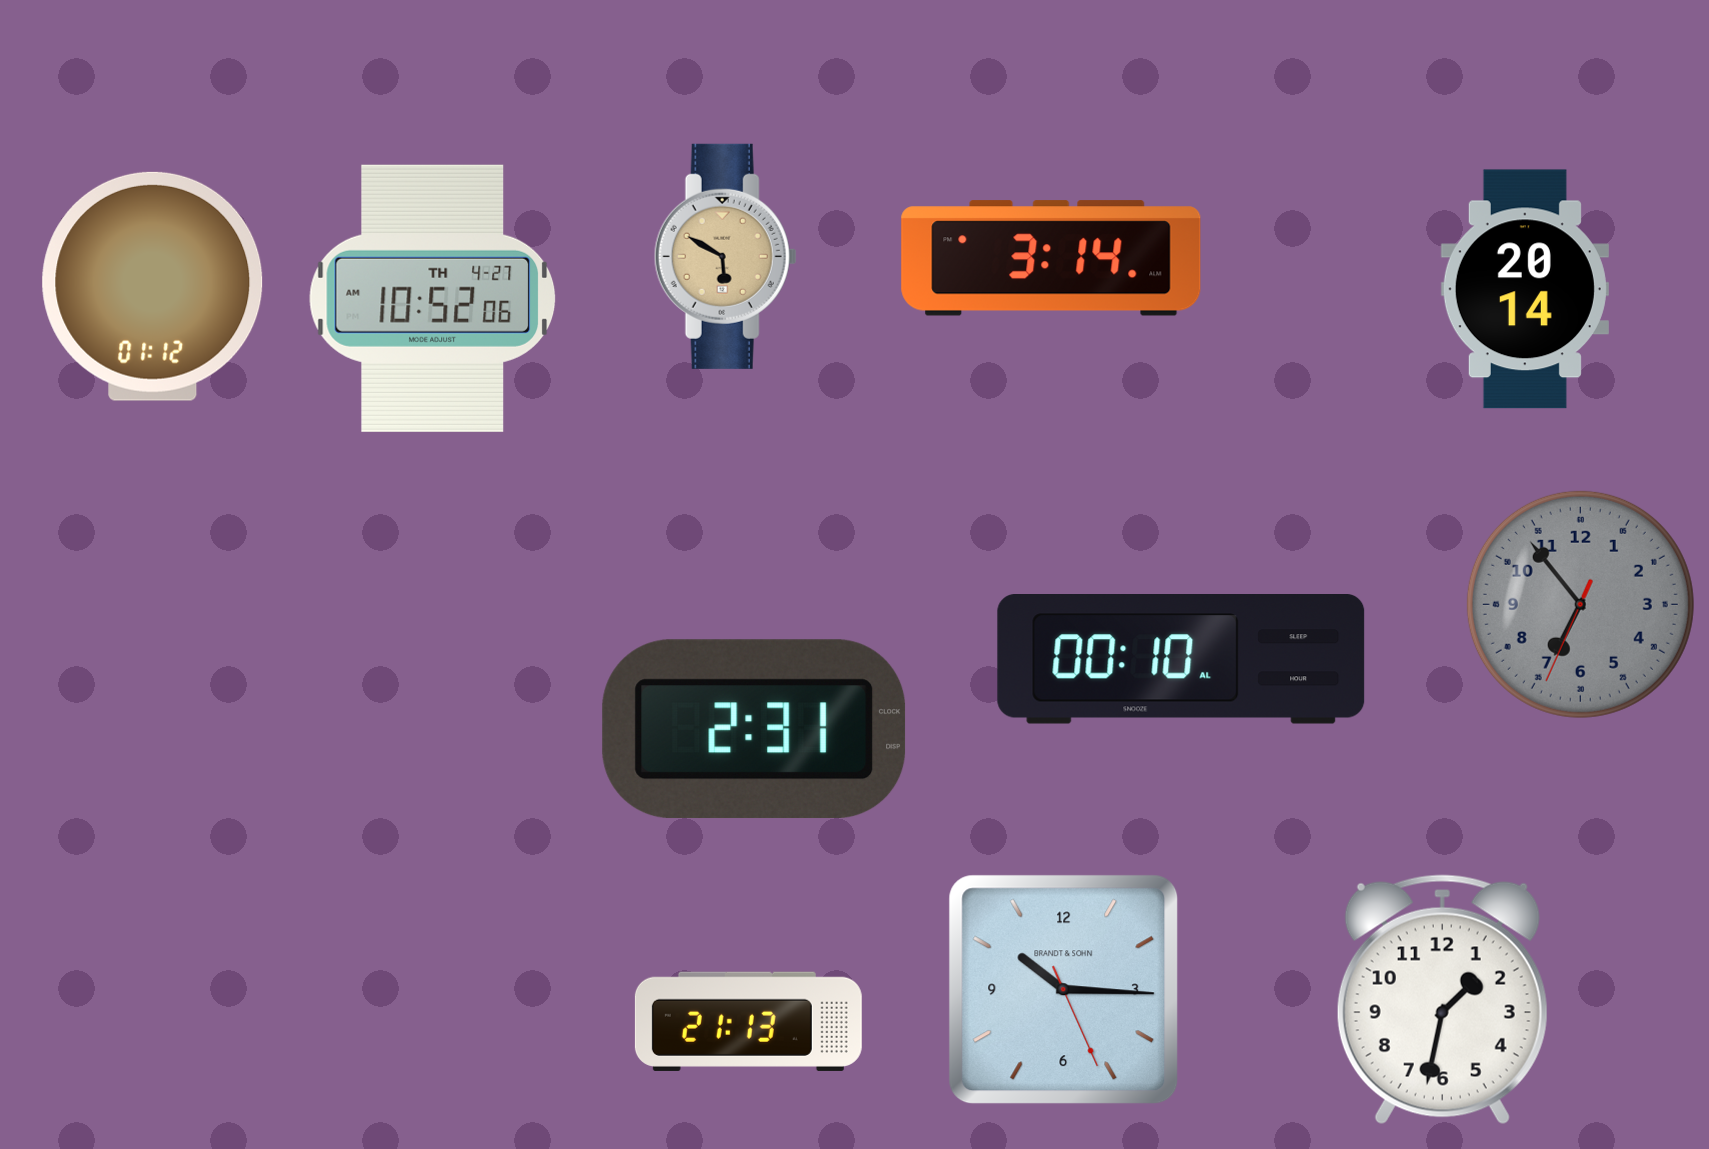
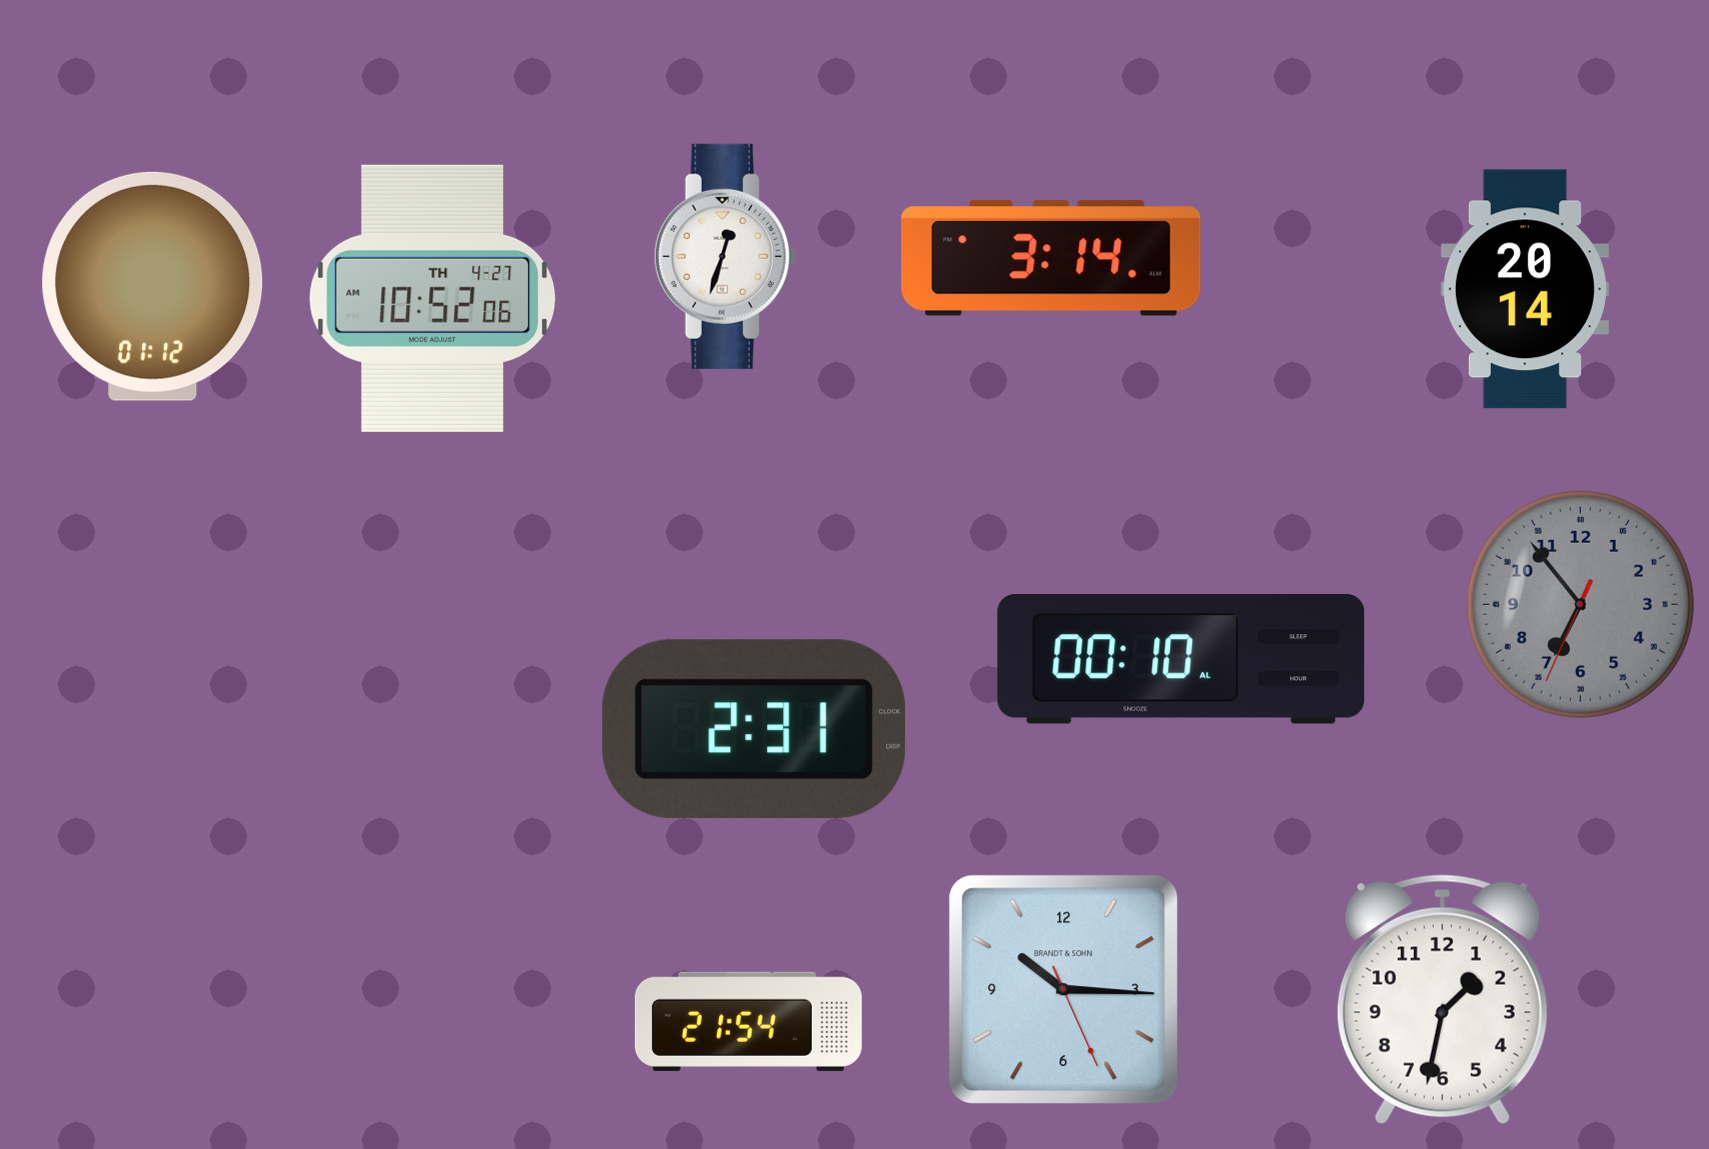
clock at (725, 256): 5:50 -> 12:33
clock at (725, 256) dial: champagne -> white
clock at (748, 1021): 21:13 -> 21:54
